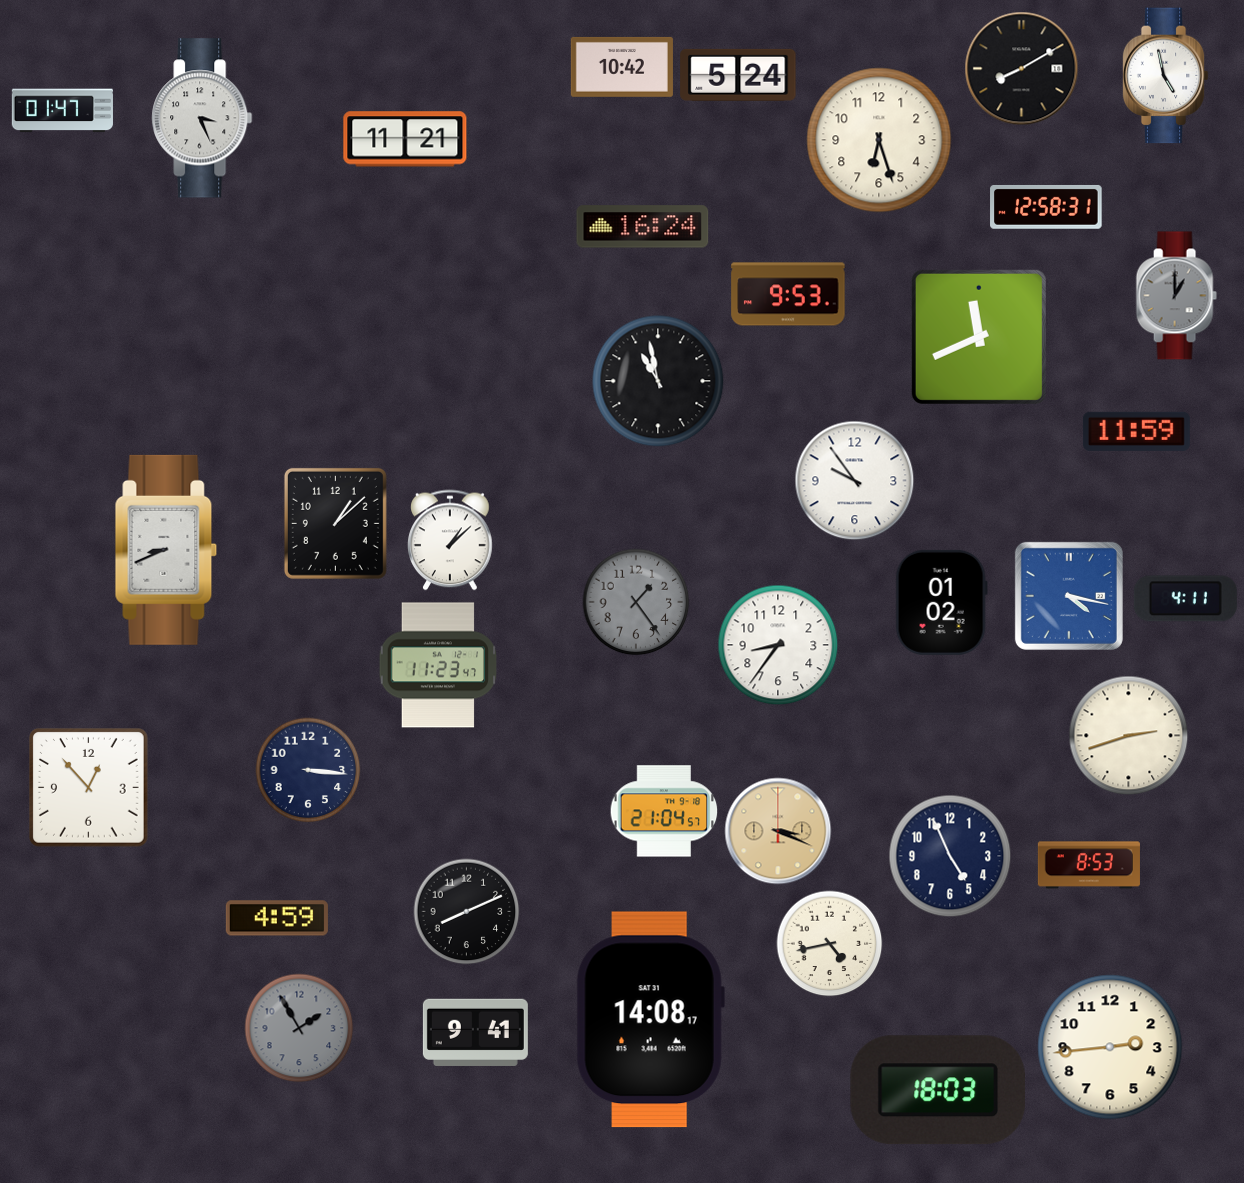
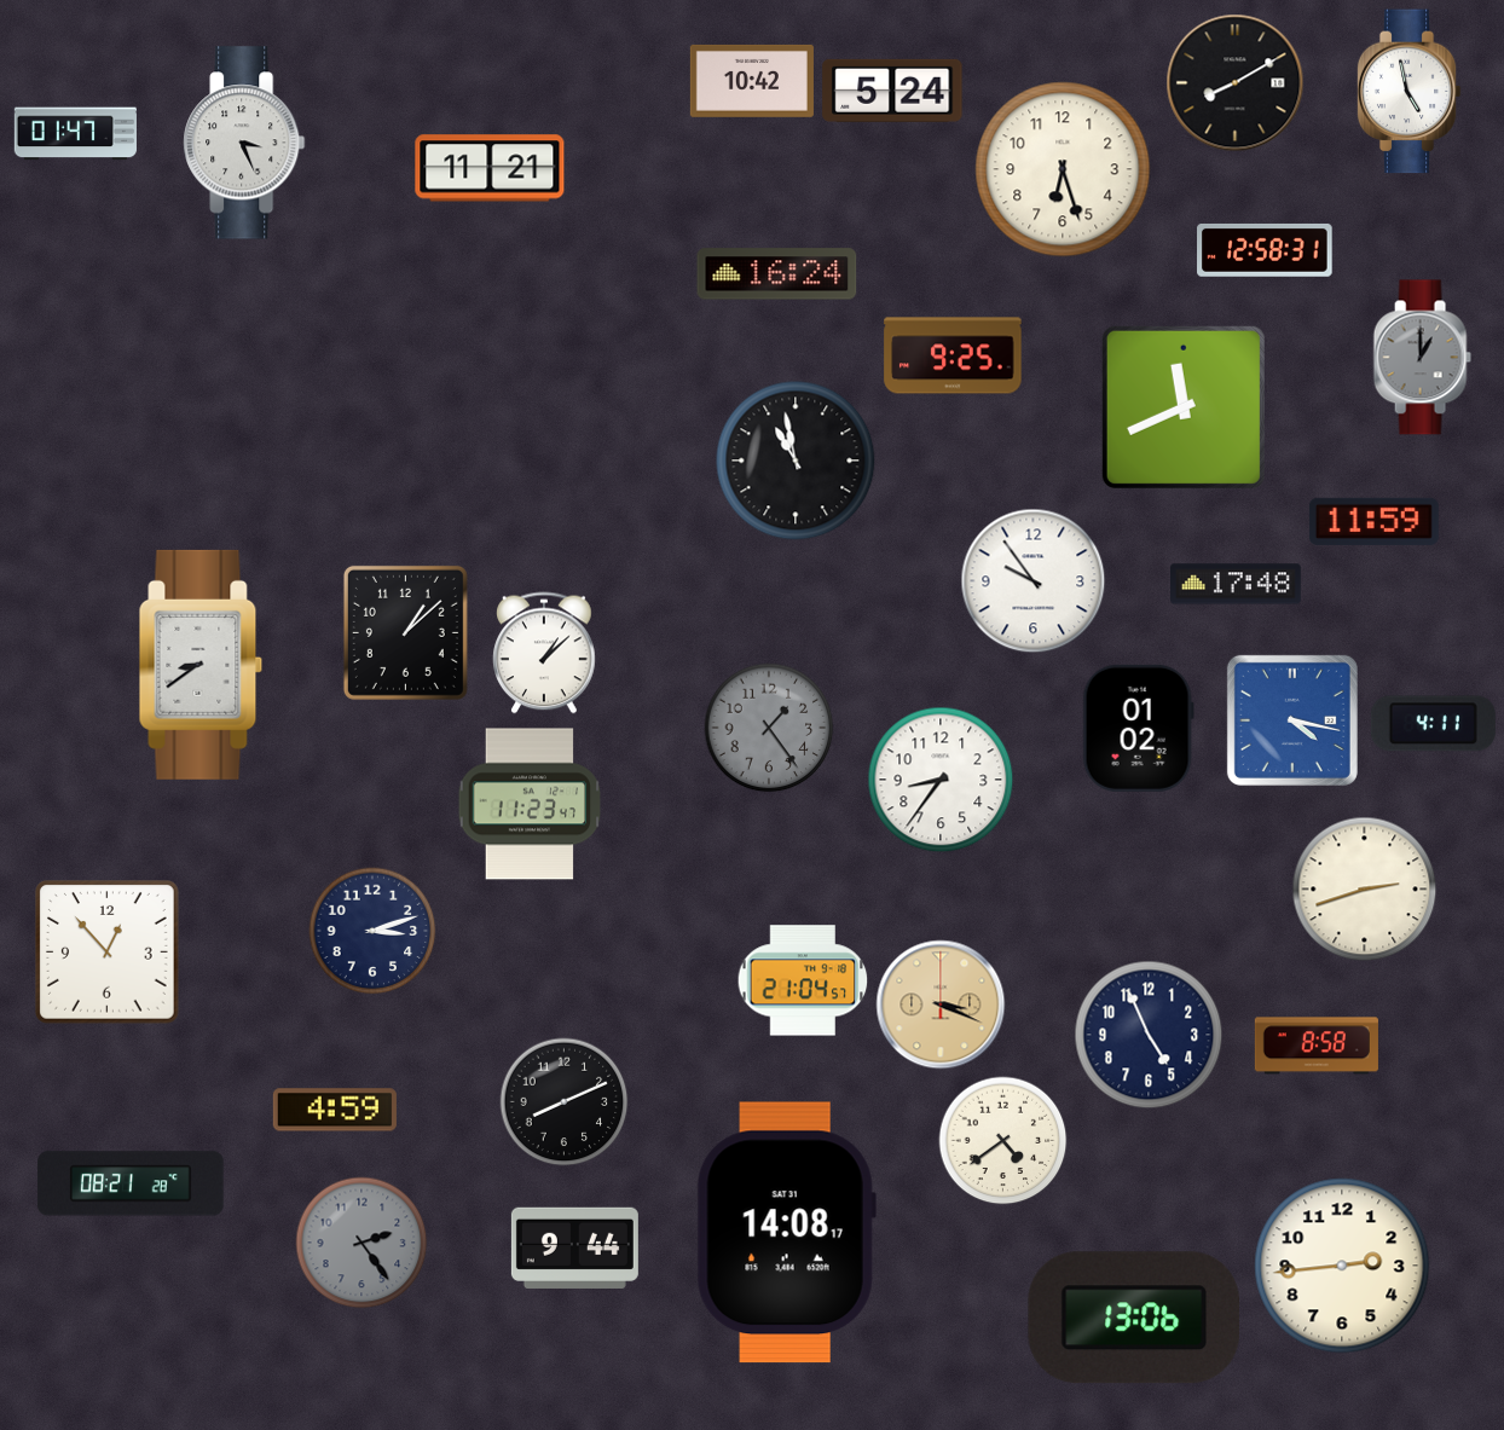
clock at (788, 294): 9:53 -> 9:25
clock at (1237, 584): none -> 17:48
clock at (166, 550): 8:41 -> 8:39
clock at (308, 770): 3:16 -> 3:12
clock at (1089, 865): 8:53 -> 8:58
clock at (830, 944): 4:43 -> 4:39
clock at (131, 1183): none -> 08:21
clock at (299, 1028): 1:55 -> 2:24
clock at (475, 1032): 9:41 -> 9:44
clock at (937, 1090): 18:03 -> 13:06
